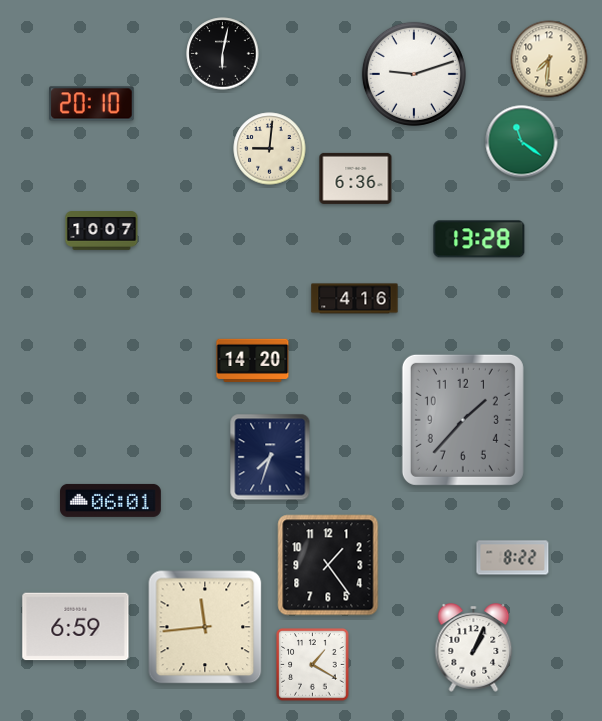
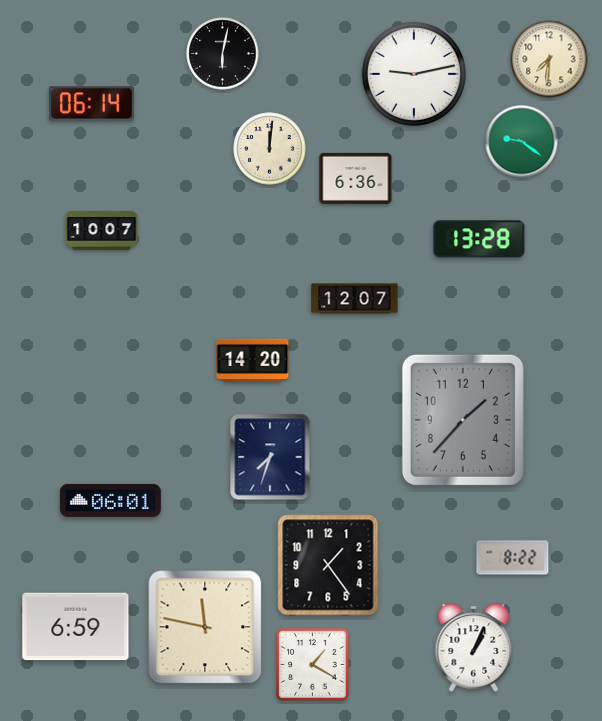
clock at (414, 74): 9:12 -> 9:13
clock at (92, 104): 20:10 -> 06:14
clock at (522, 142): 11:21 -> 9:21
clock at (270, 149): 9:01 -> 12:01
clock at (355, 299): 4:16 -> 12:07
clock at (205, 627): 11:44 -> 11:47
